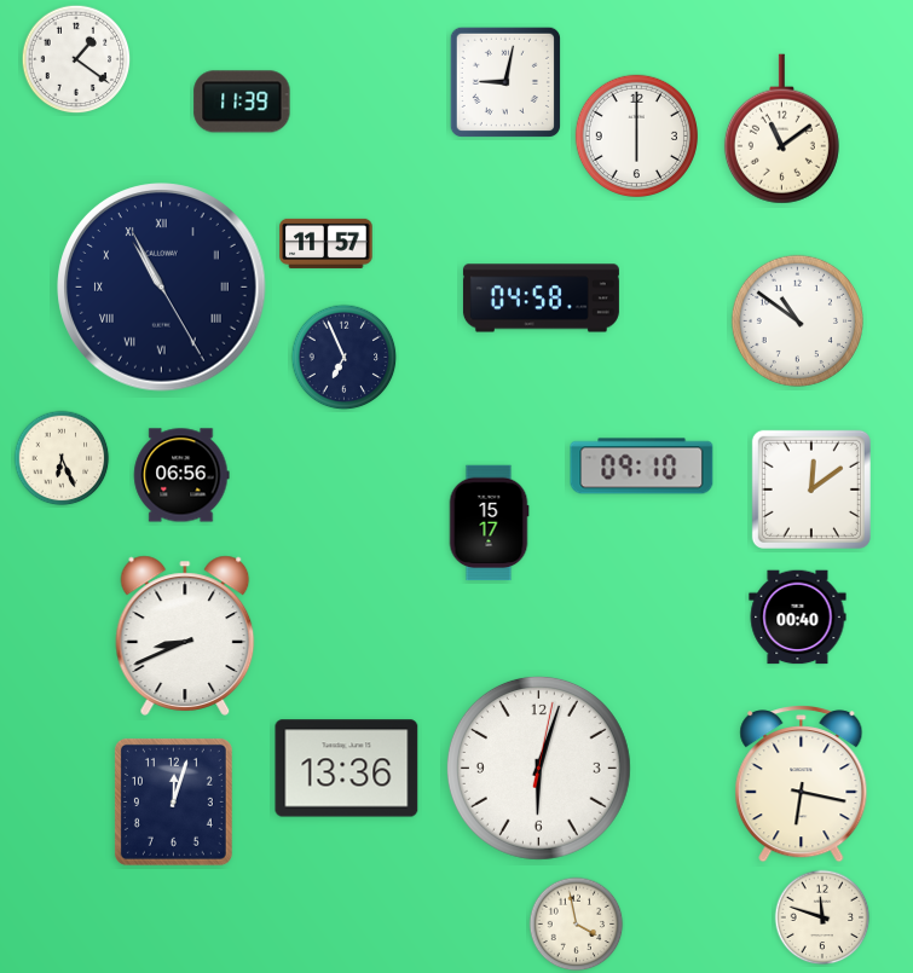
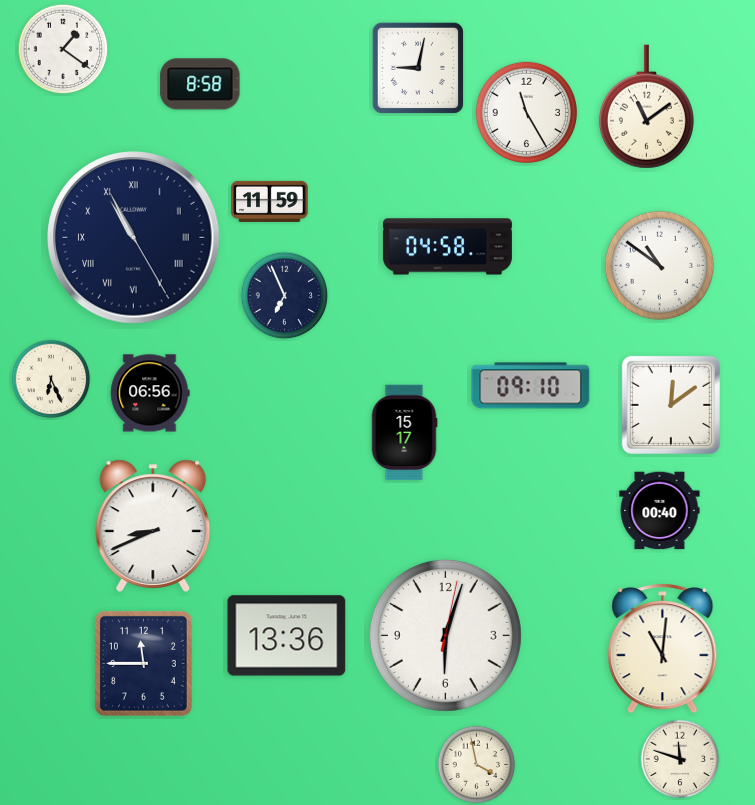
clock at (242, 102): 11:39 -> 8:58
clock at (636, 135): 6:00 -> 11:25
clock at (327, 243): 11:57 -> 11:59
clock at (802, 784): 6:17 -> 11:01
clock at (173, 801): 12:03 -> 11:45
